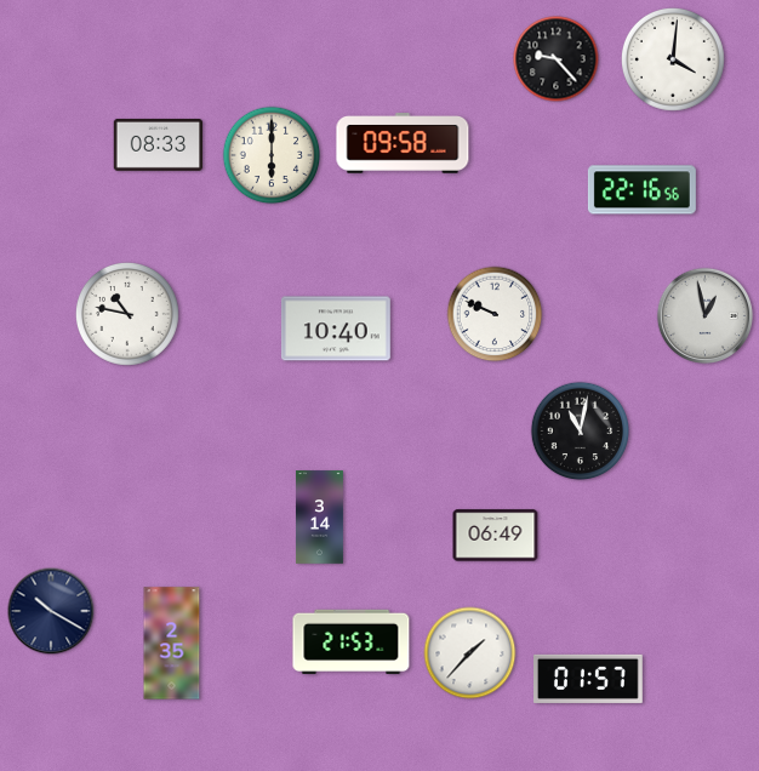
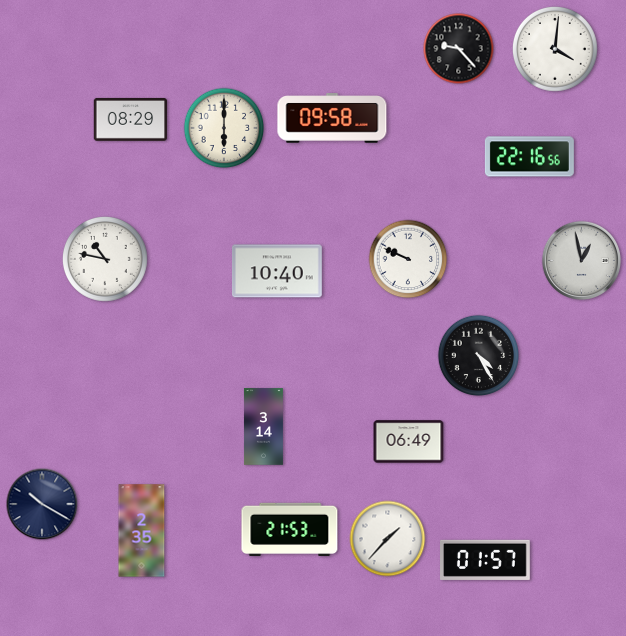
clock at (159, 144): 08:33 -> 08:29
clock at (581, 432): 11:02 -> 4:25
